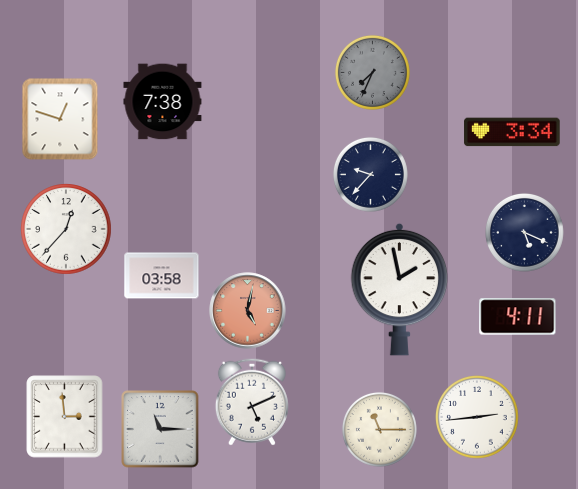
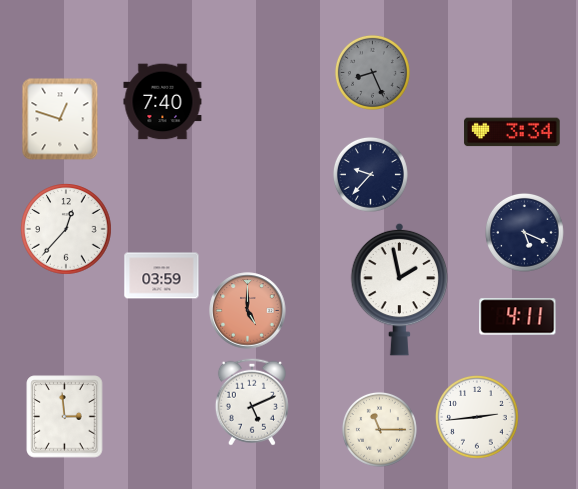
clock at (372, 72): 7:34 -> 8:26
clock at (163, 102): 7:38 -> 7:40
clock at (162, 276): 03:58 -> 03:59
clock at (248, 311): 5:02 -> 5:00
clock at (160, 429): 11:15 -> none
